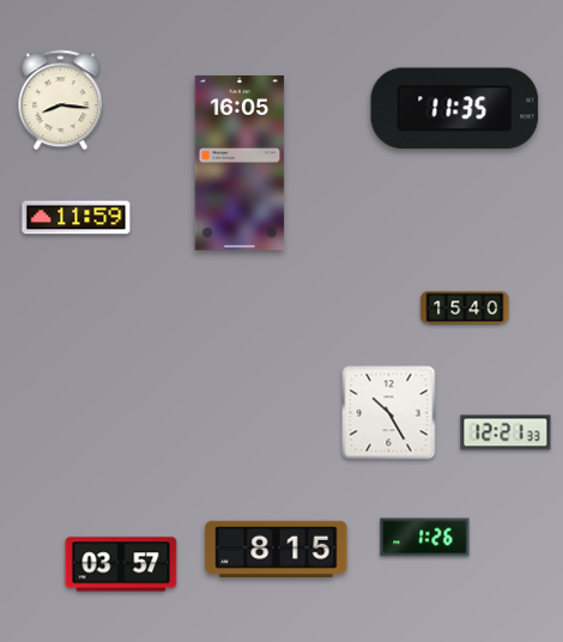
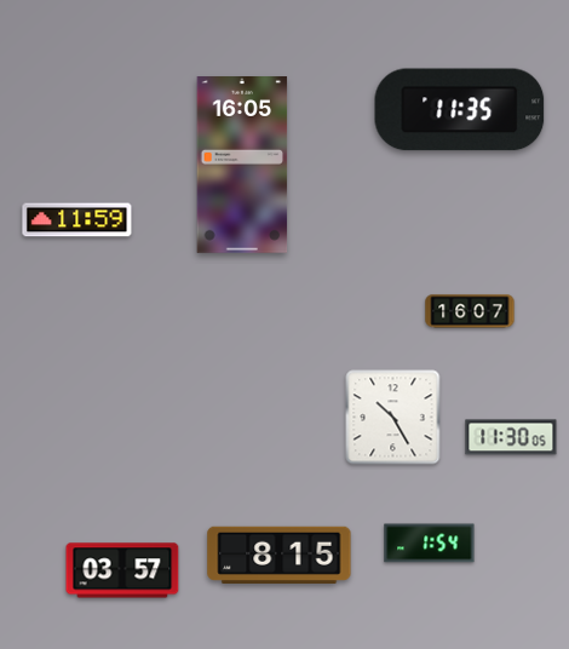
clock at (61, 101): 8:16 -> none
clock at (465, 308): 15:40 -> 16:07
clock at (506, 432): 12:21 -> 11:30
clock at (425, 538): 1:26 -> 1:54
